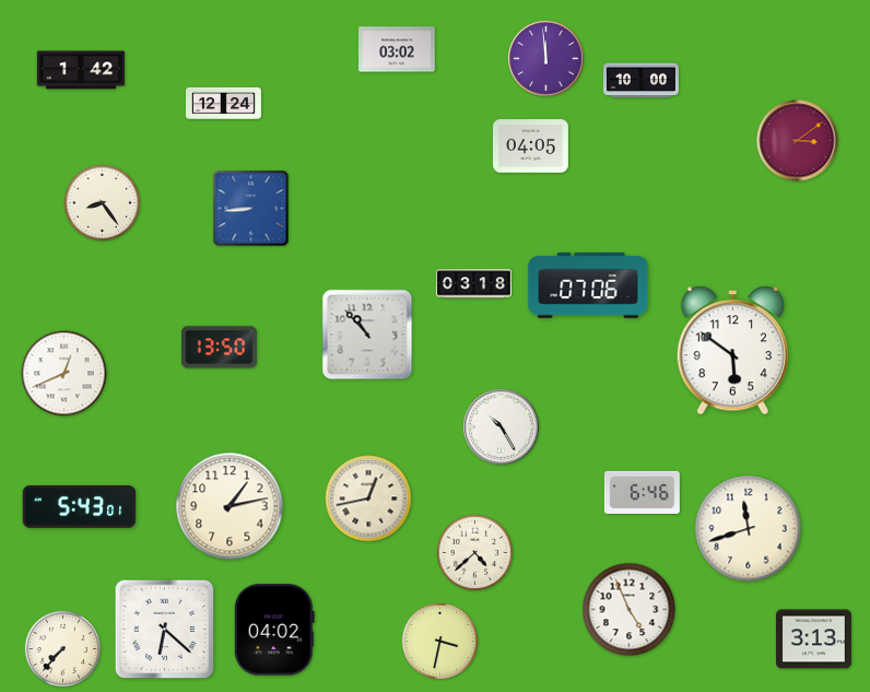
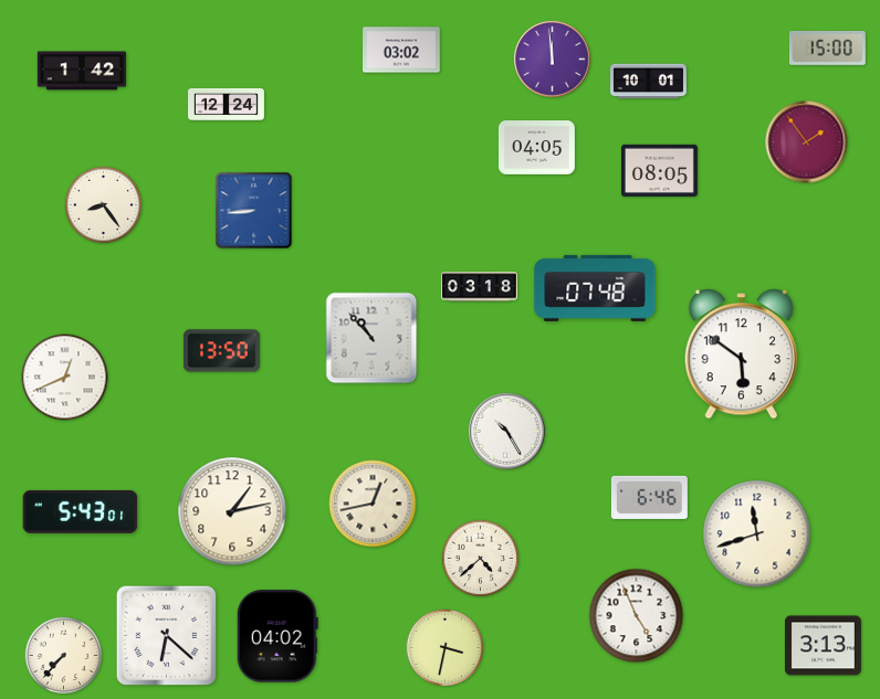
clock at (827, 47): none -> 15:00
clock at (640, 81): 10:00 -> 10:01
clock at (798, 141): 3:09 -> 1:54
clock at (659, 170): none -> 08:05
clock at (588, 285): 07:06 -> 07:48
